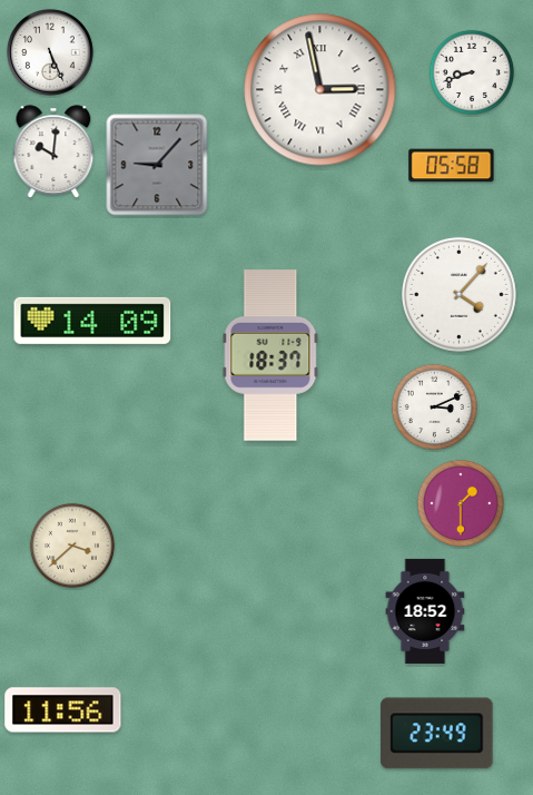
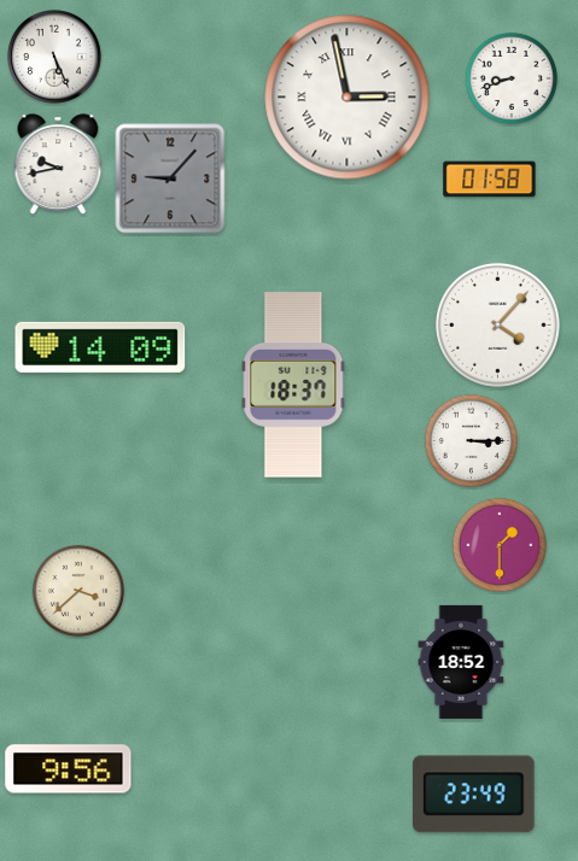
clock at (53, 151): 10:01 -> 9:43
clock at (452, 166): 05:58 -> 01:58
clock at (460, 295) position: (460, 295) -> (498, 326)
clock at (434, 406): 3:11 -> 3:15
clock at (63, 710): 11:56 -> 9:56
